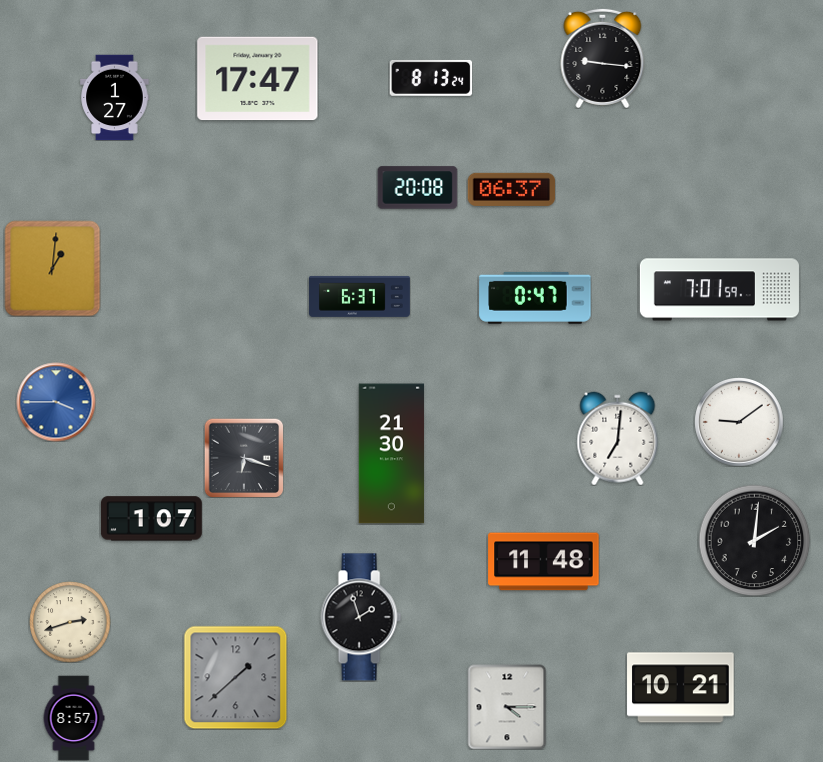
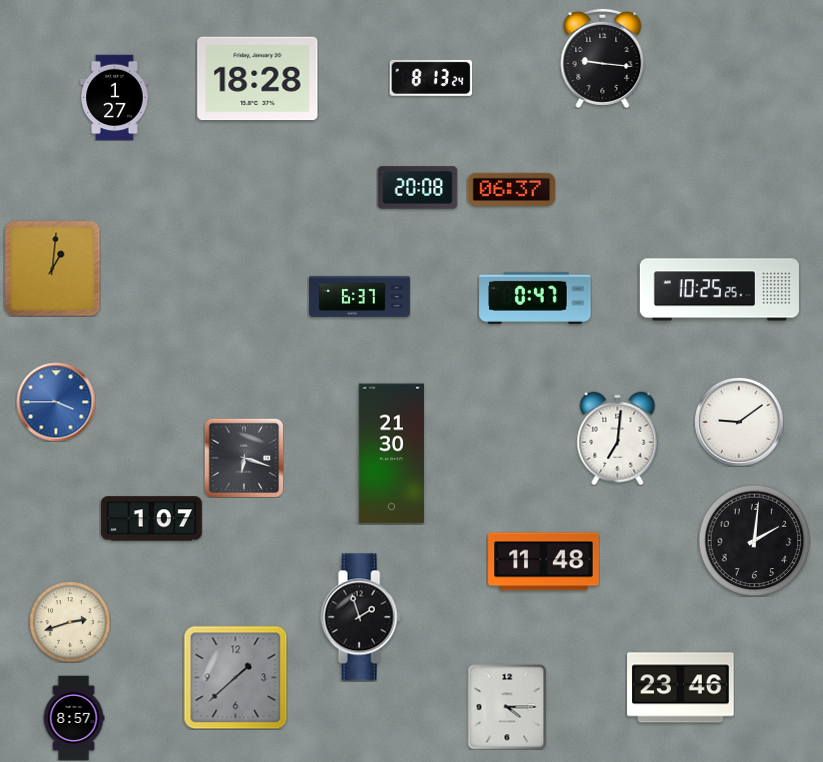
clock at (258, 79): 17:47 -> 18:28
clock at (719, 290): 7:01 -> 10:25
clock at (681, 688): 10:21 -> 23:46
